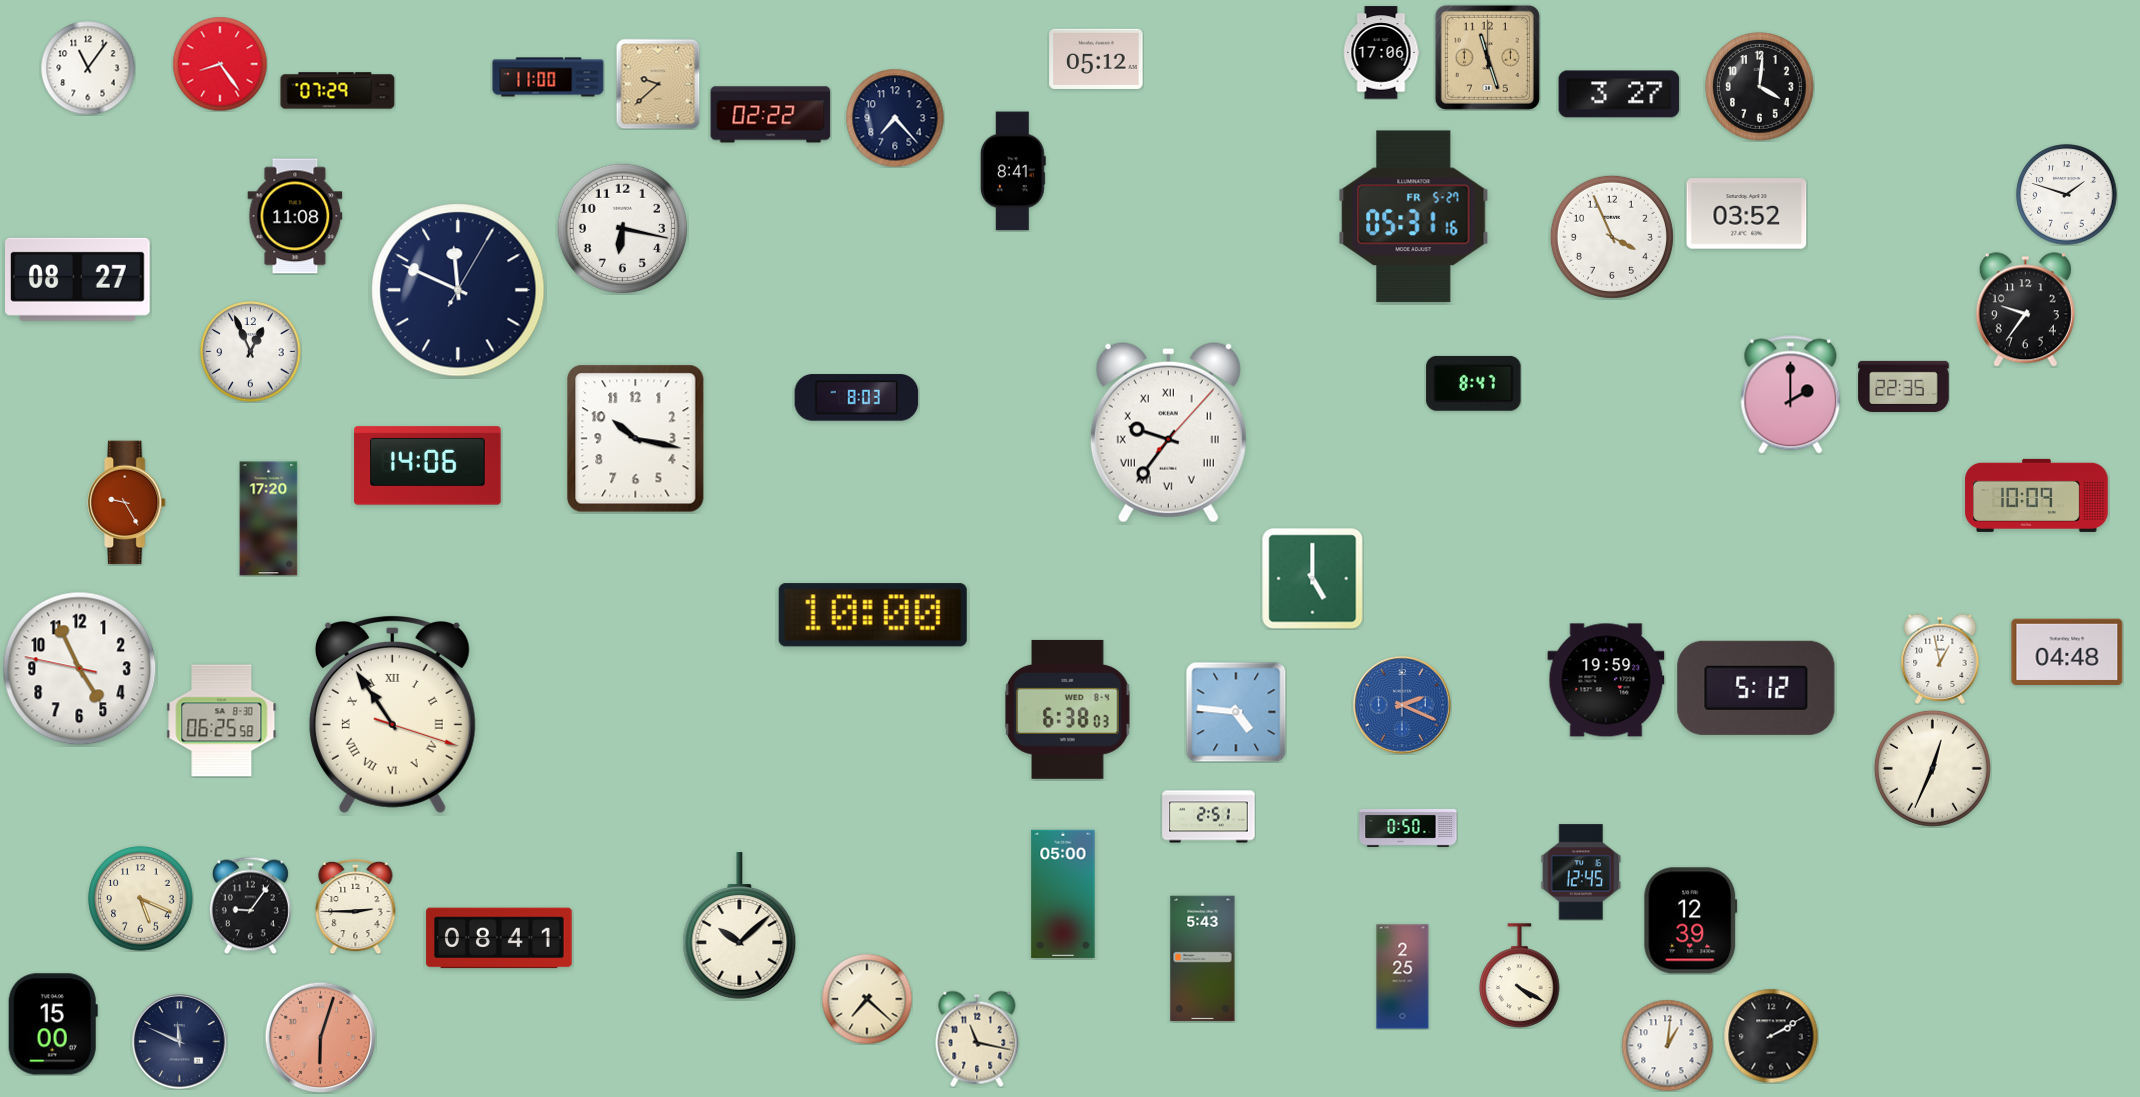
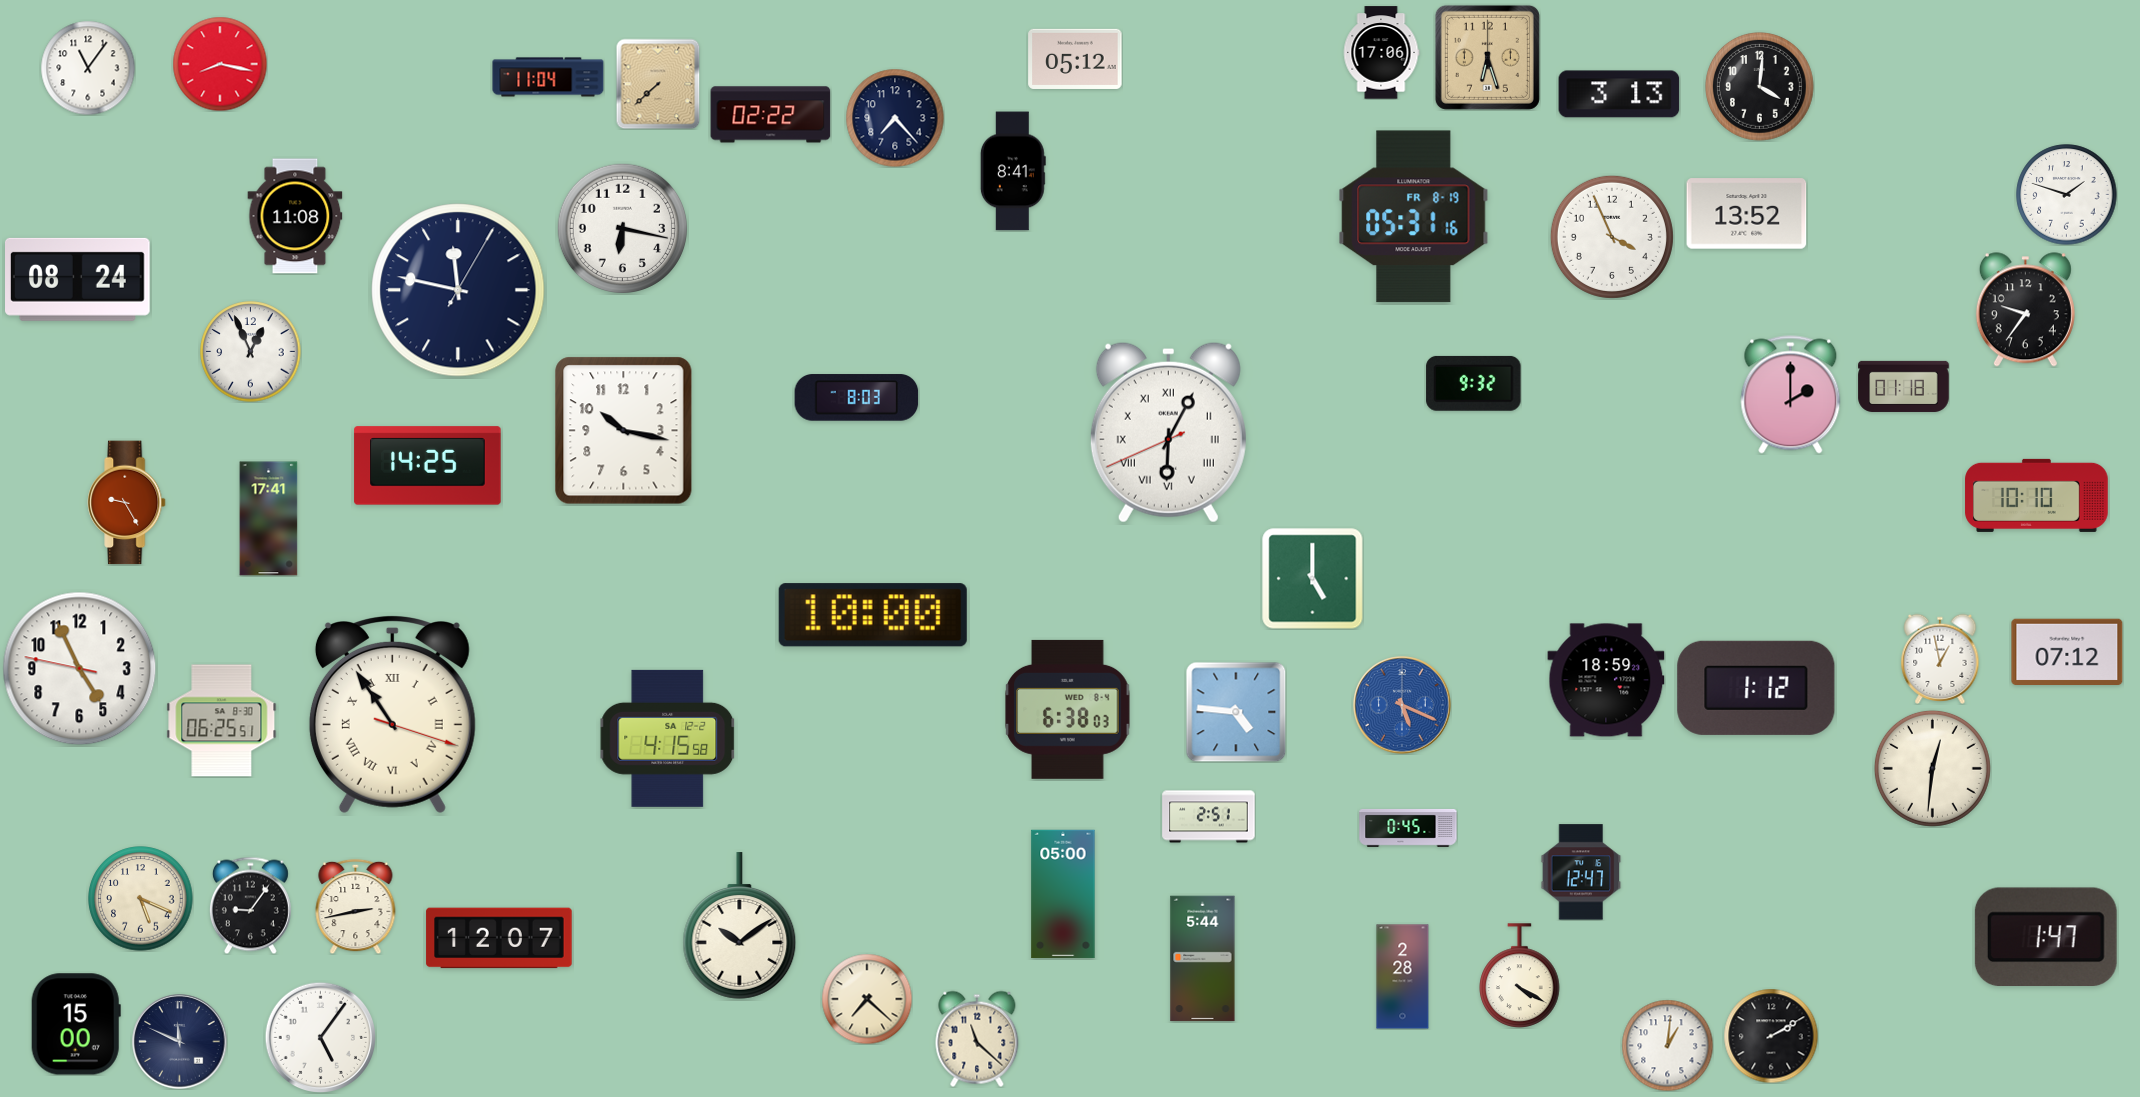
clock at (1487, 57): 11:27 -> 6:27
clock at (1096, 59) position: (1096, 59) -> (1075, 59)
clock at (220, 64): 8:24 -> 8:17
clock at (548, 77): 11:00 -> 11:04
clock at (658, 84): 9:38 -> 7:38
clock at (338, 91): 07:29 -> none
clock at (1619, 94): 3:27 -> 3:13
clock at (1747, 214): 03:52 -> 13:52
clock at (1414, 217) date: FR 5-27 -> FR 8-19
clock at (78, 279): 08:27 -> 08:24
clock at (458, 290): 11:49 -> 11:47
clock at (1474, 383): 8:47 -> 9:32
clock at (1904, 386): 22:35 -> 01:18
clock at (1168, 432): 9:36 -> 6:04
clock at (636, 439) position: (636, 439) -> (624, 431)
clock at (428, 466): 14:06 -> 14:25
clock at (2037, 495): 10:09 -> 10:10
clock at (269, 519): 17:20 -> 17:41
clock at (2067, 651): 04:48 -> 07:12
clock at (1606, 680): 19:59 -> 18:59
clock at (1756, 688): 5:12 -> 1:12
clock at (1402, 705): 2:19 -> 5:19
clock at (222, 721): 06:25:58 -> 06:25:51
clock at (668, 738): none -> 4:15
clock at (1932, 768): 12:34 -> 12:31
clock at (1408, 828): 0:50 -> 0:45
clock at (1581, 872): 12:45 -> 12:47
clock at (356, 906): 2:45 -> 2:43
clock at (1691, 921): 12:39 -> none
clock at (740, 926): 10:08 -> 10:09
clock at (2046, 936): none -> 1:47
clock at (499, 938): 08:41 -> 12:07
clock at (1203, 959): 5:43 -> 5:44
clock at (1403, 977): 2:25 -> 2:28
clock at (53, 1024) position: (53, 1024) -> (76, 1024)
clock at (320, 1037): 6:03 -> 5:06
clock at (320, 1037) dial: salmon -> white
clock at (977, 1039): 11:17 -> 11:22
